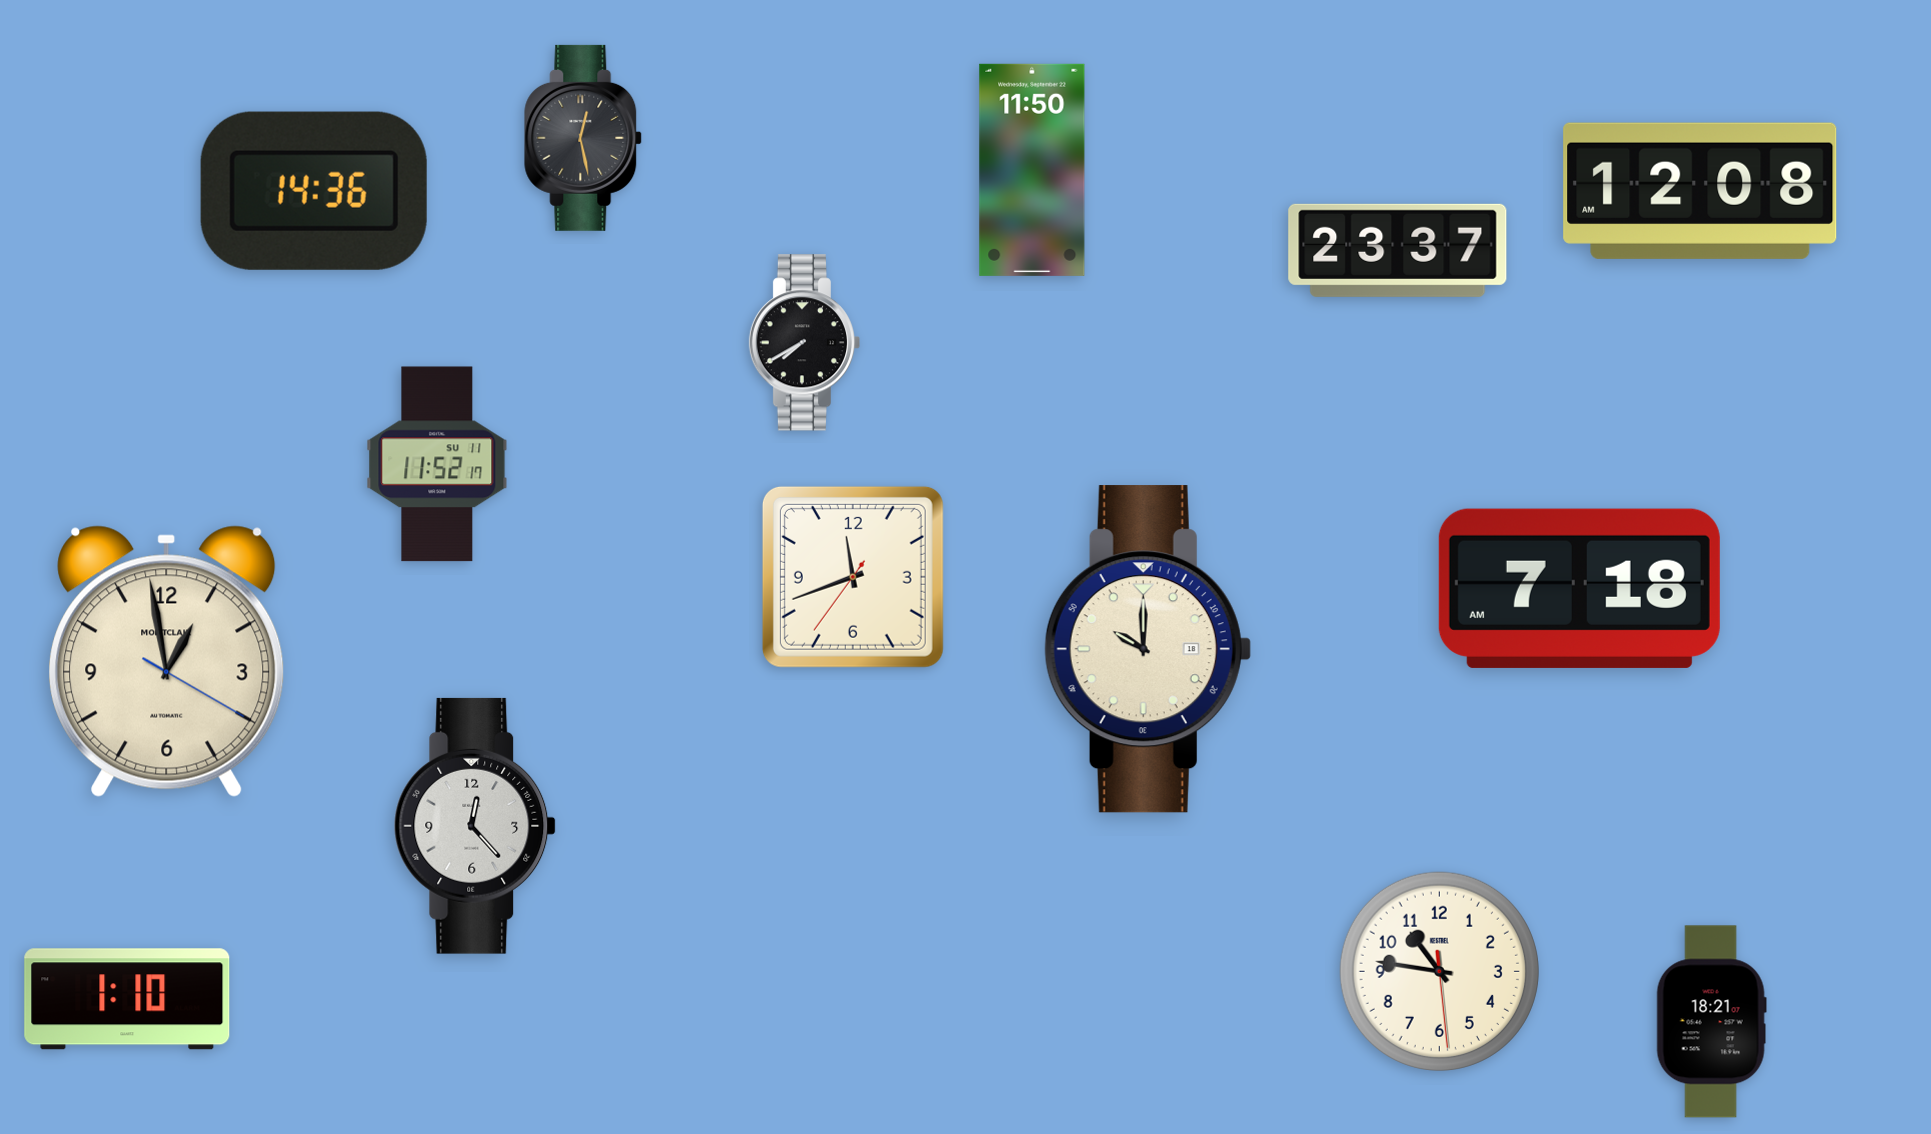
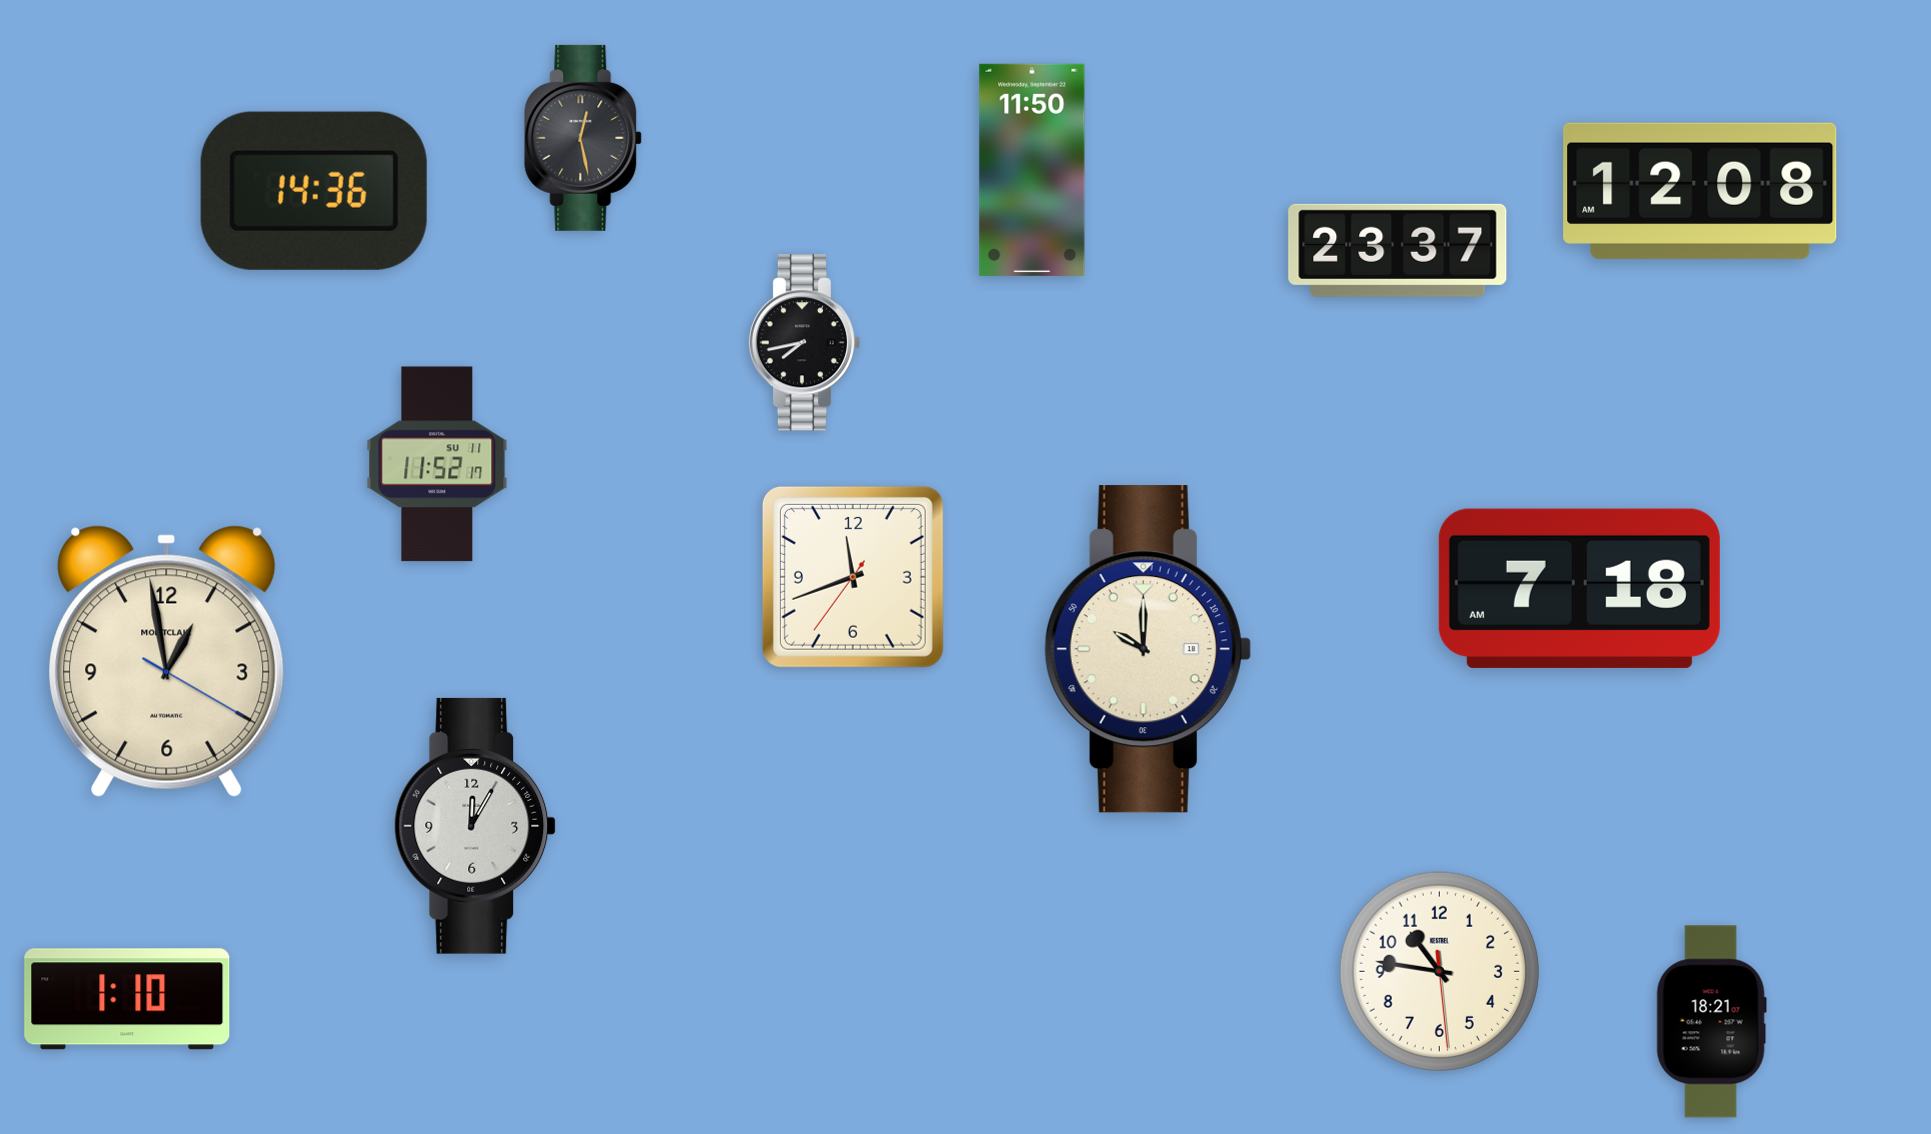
clock at (804, 343): 7:40 -> 7:43
clock at (475, 826): 12:23 -> 12:05
